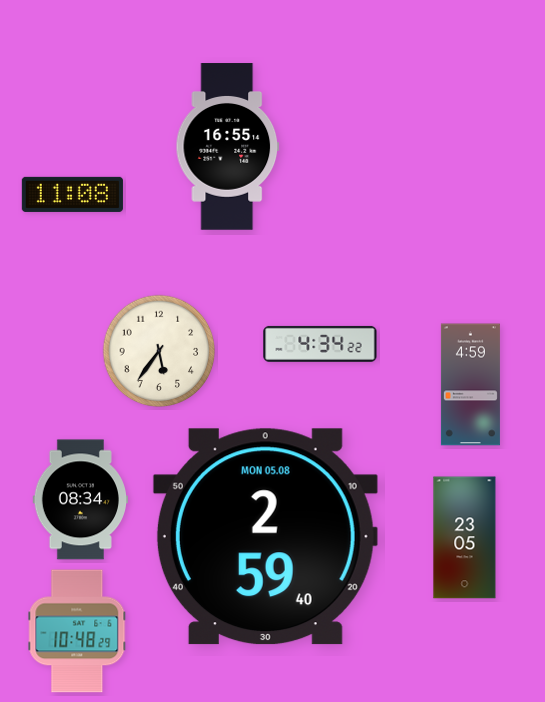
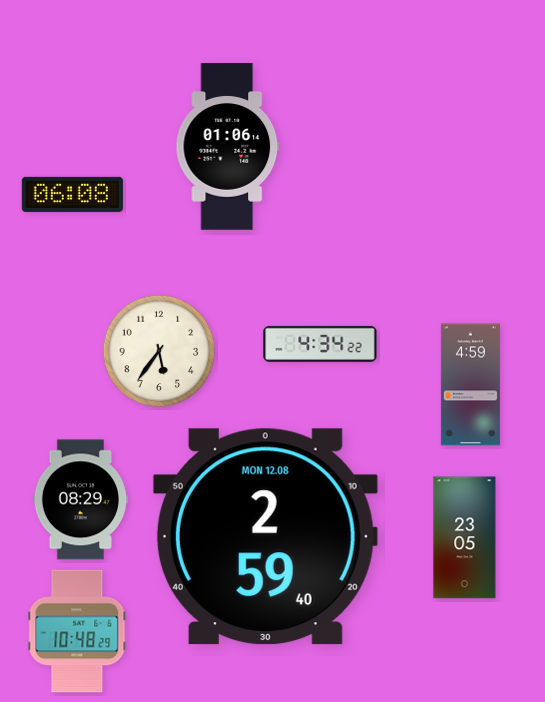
clock at (228, 147): 16:55 -> 01:06
clock at (72, 194): 11:08 -> 06:08
clock at (80, 500): 08:34 -> 08:29
clock at (265, 537) date: MON 05.08 -> MON 12.08
